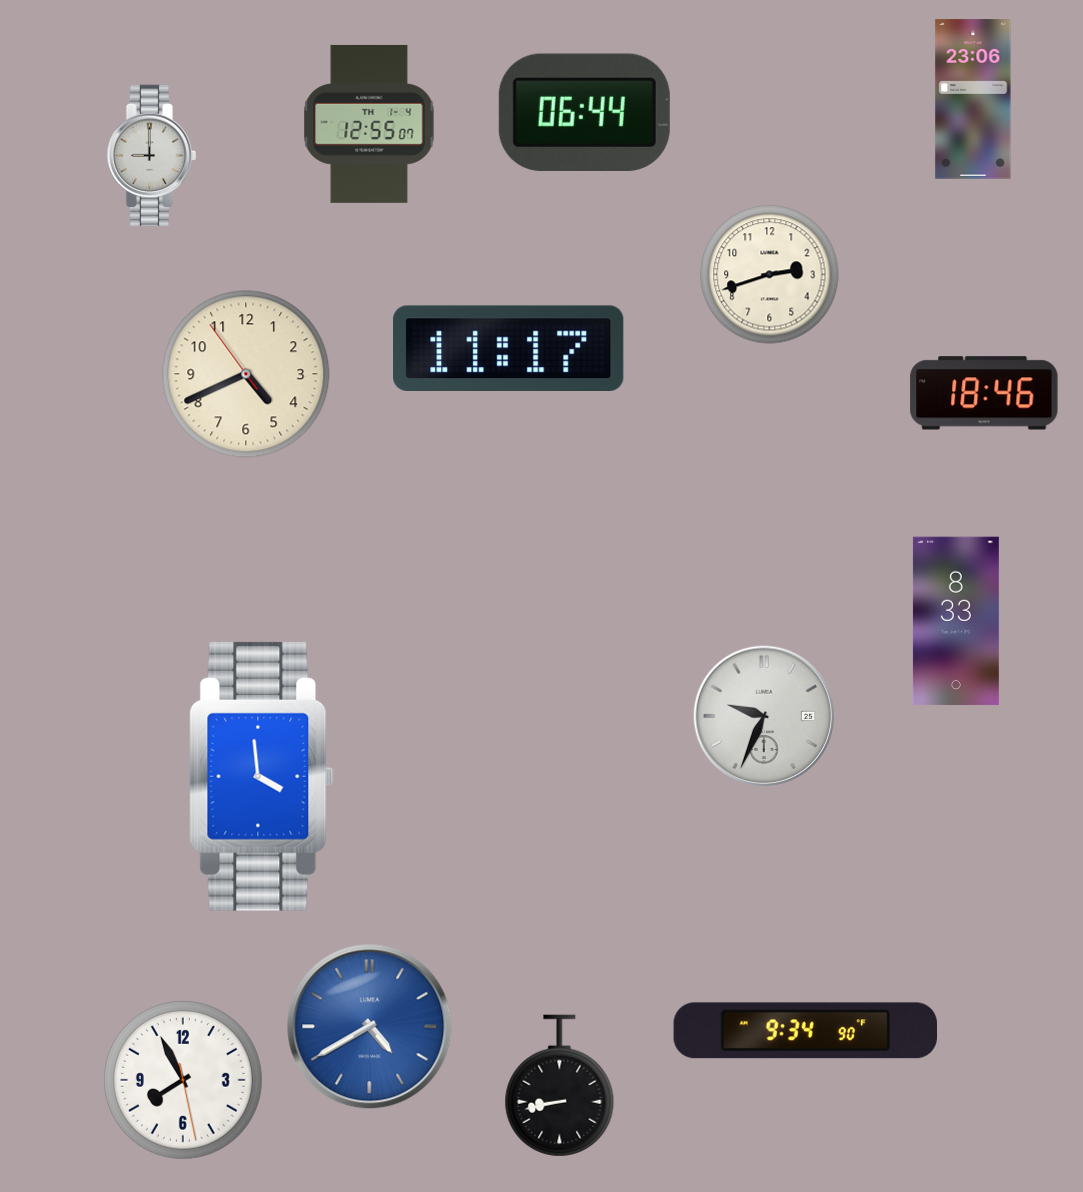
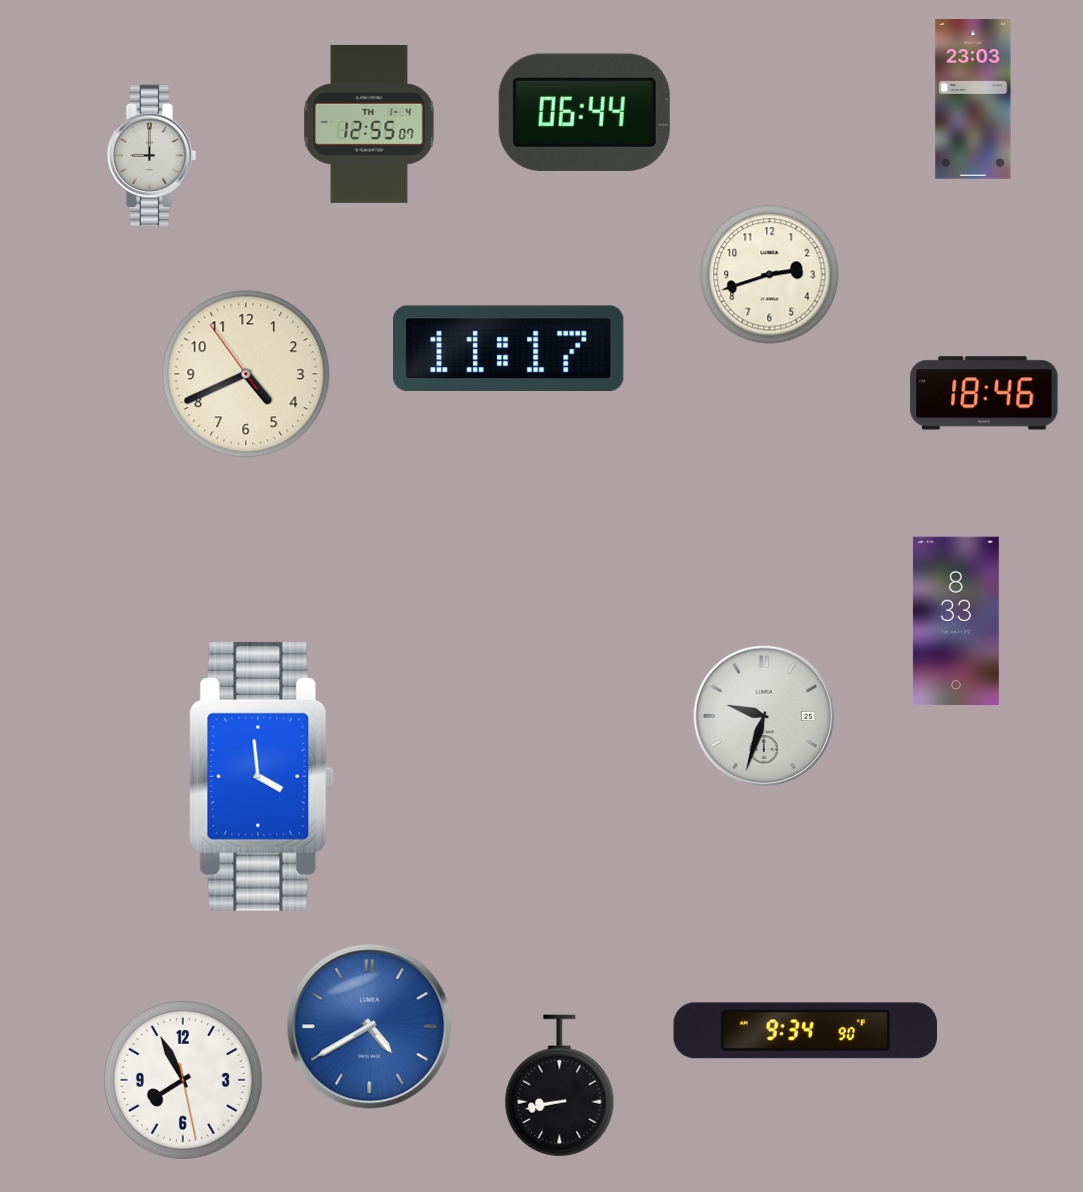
clock at (973, 99): 23:06 -> 23:03
clock at (764, 716): 9:34 -> 9:33
